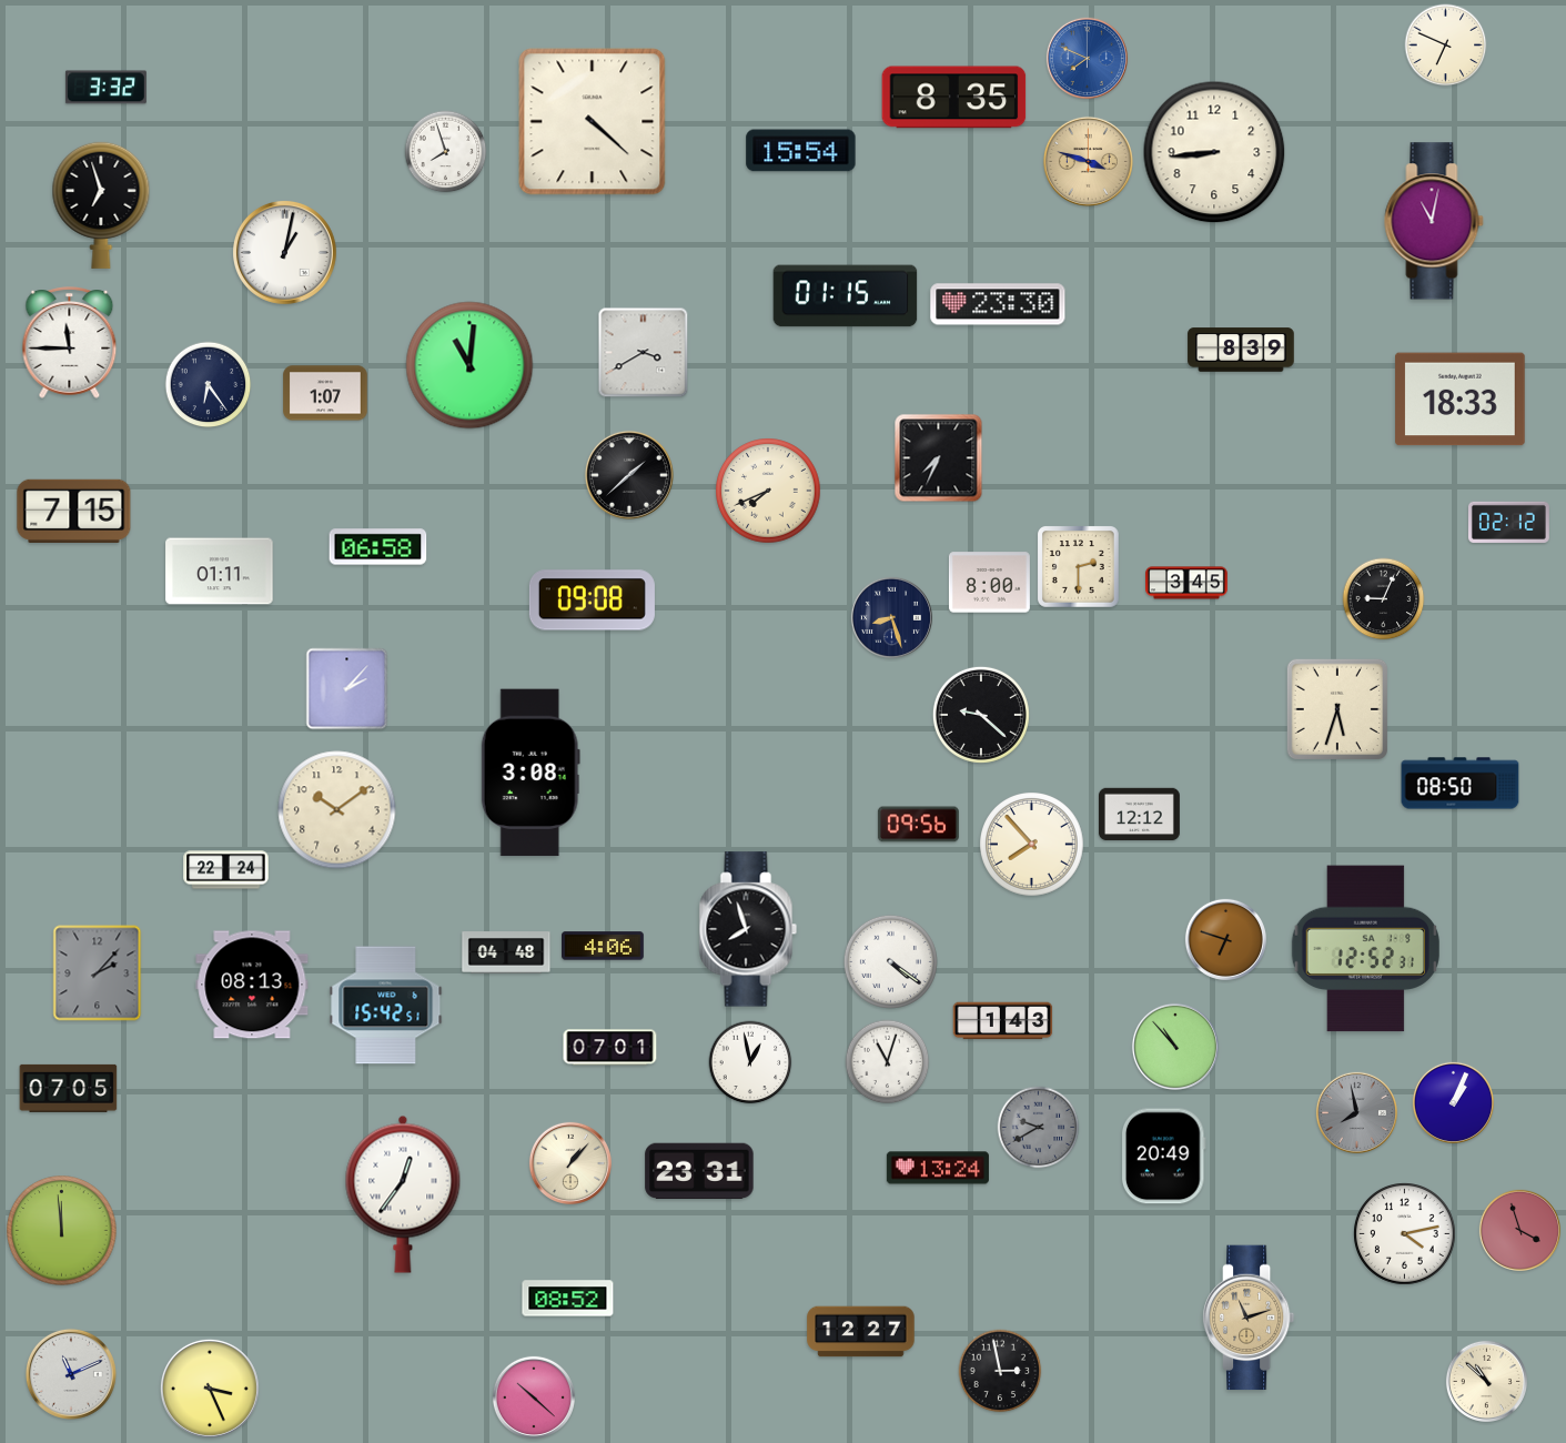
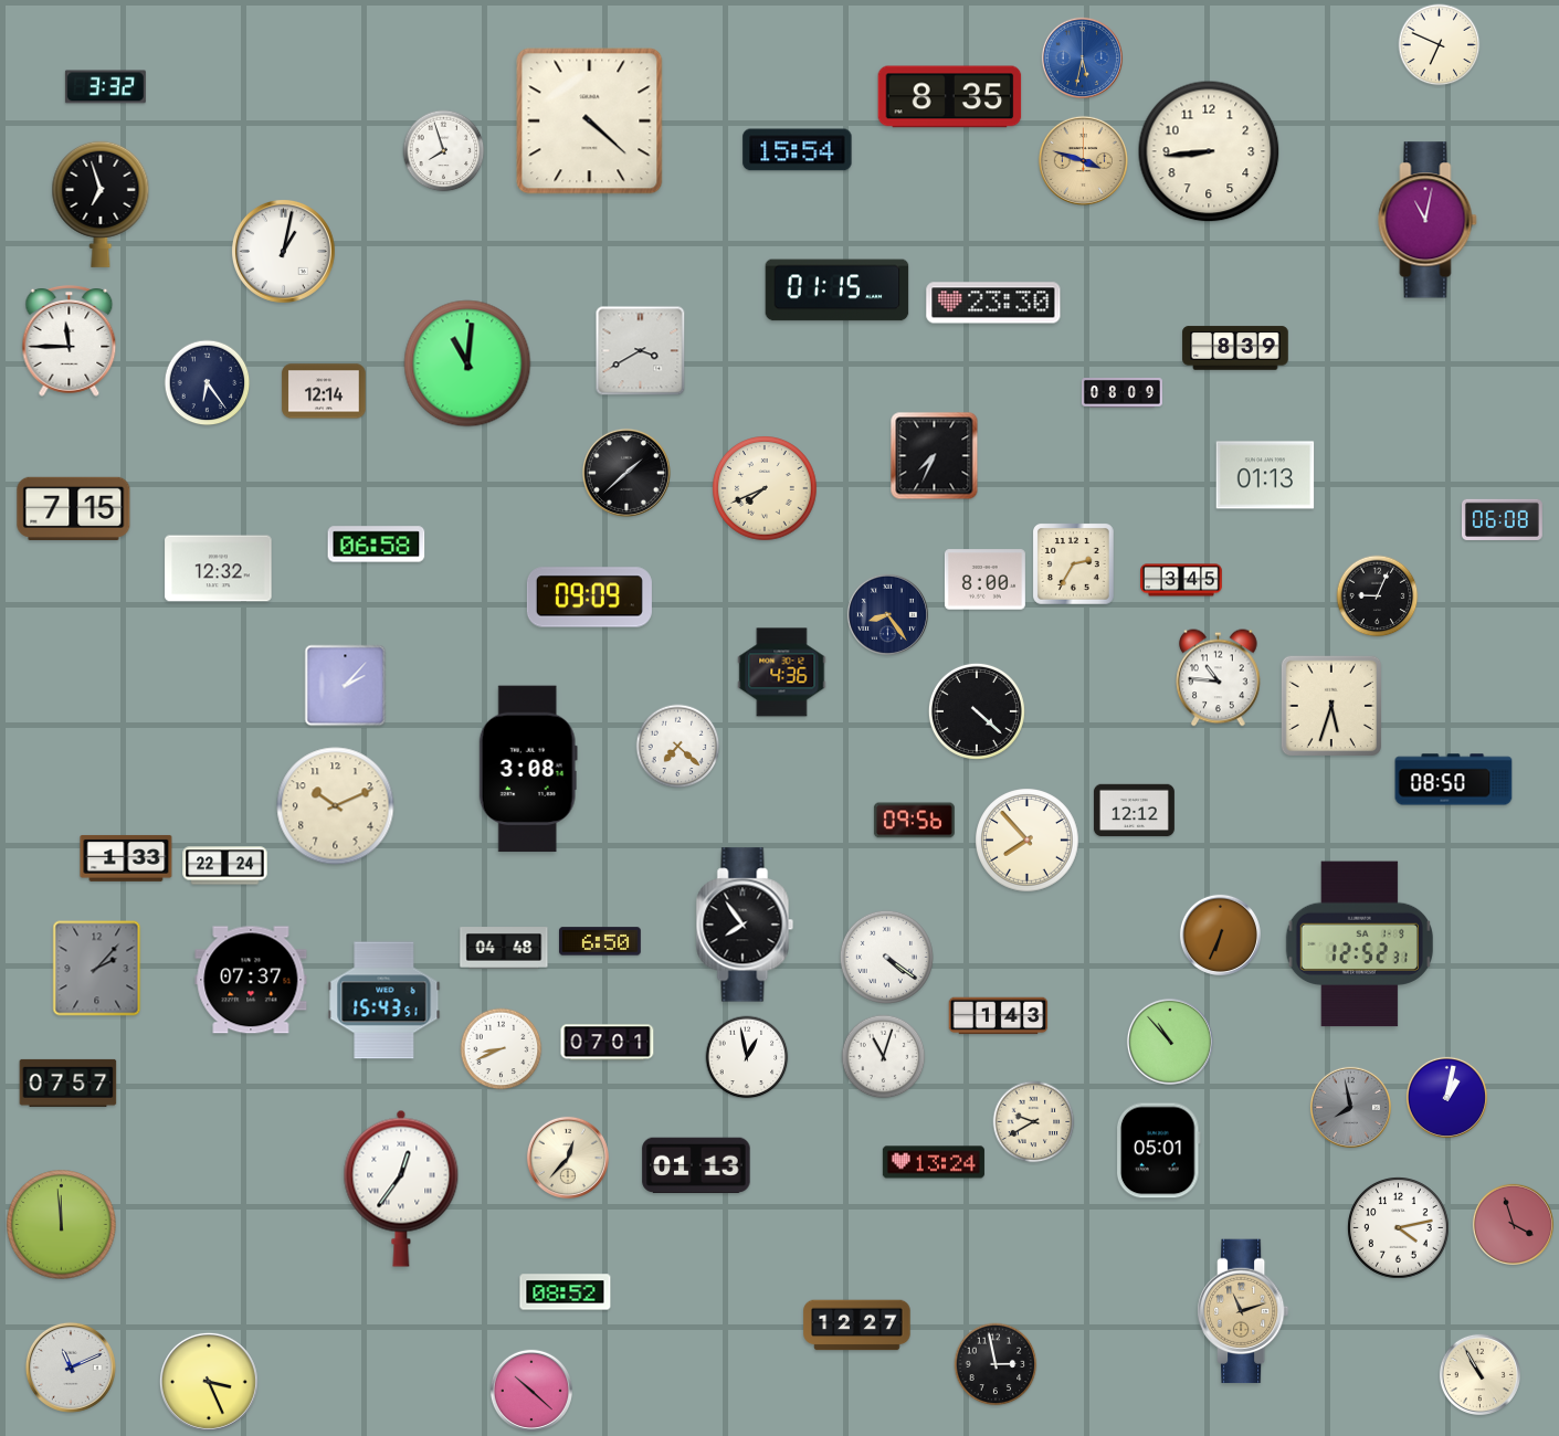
clock at (1087, 58): 7:49 -> 5:32
clock at (846, 296) position: (846, 296) -> (838, 291)
clock at (325, 393): 1:07 -> 12:14
clock at (1123, 393): none -> 08:09
clock at (1461, 400): 18:33 -> none
clock at (1265, 475): none -> 01:13
clock at (1508, 522): 02:12 -> 06:08
clock at (1079, 567): 2:30 -> 2:35
clock at (220, 572): 01:11 -> 12:32
clock at (592, 601): 09:08 -> 09:09
clock at (891, 617): 8:27 -> 8:24
clock at (782, 673): none -> 4:36
clock at (1219, 678): none -> 10:46
clock at (981, 715): 9:22 -> 4:22
clock at (678, 747): none -> 7:22
clock at (337, 810): 10:09 -> 10:11
clock at (126, 858): none -> 1:33
clock at (748, 929): 7:57 -> 7:54
clock at (1225, 939): 6:48 -> 6:34
clock at (604, 946): 4:06 -> 6:50
clock at (252, 985): 08:13 -> 07:37
clock at (386, 1006): 15:42 -> 15:43
clock at (502, 1049): none -> 8:41
clock at (69, 1088): 07:05 -> 07:57
clock at (1453, 1102): 1:04 -> 1:02
clock at (1039, 1128) dial: grey -> cream
clock at (1163, 1157): 20:49 -> 05:01
clock at (570, 1163): 1:07 -> 12:37
clock at (699, 1171): 23:31 -> 01:13
clock at (1486, 1381): 10:52 -> 10:55
